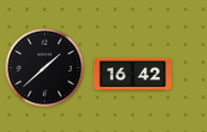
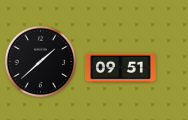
clock at (132, 75): 16:42 -> 09:51
